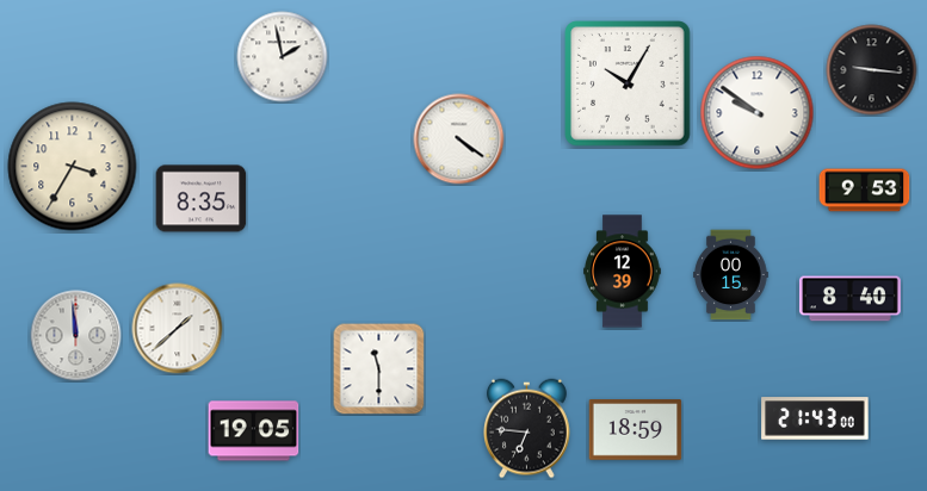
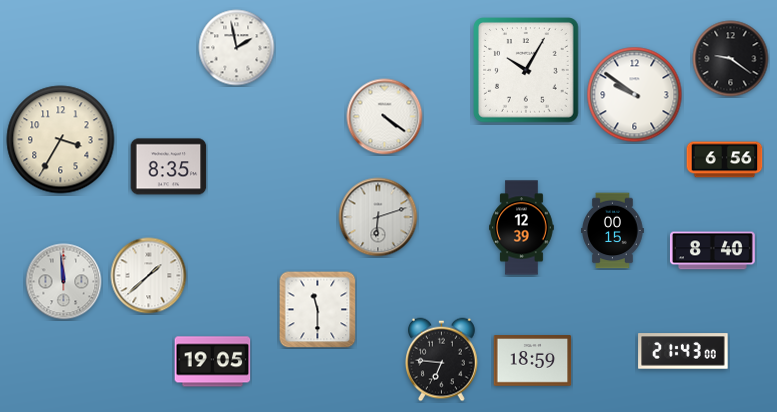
clock at (872, 70): 9:16 -> 9:21
clock at (865, 191): 9:53 -> 6:56
clock at (378, 217): none -> 6:12
